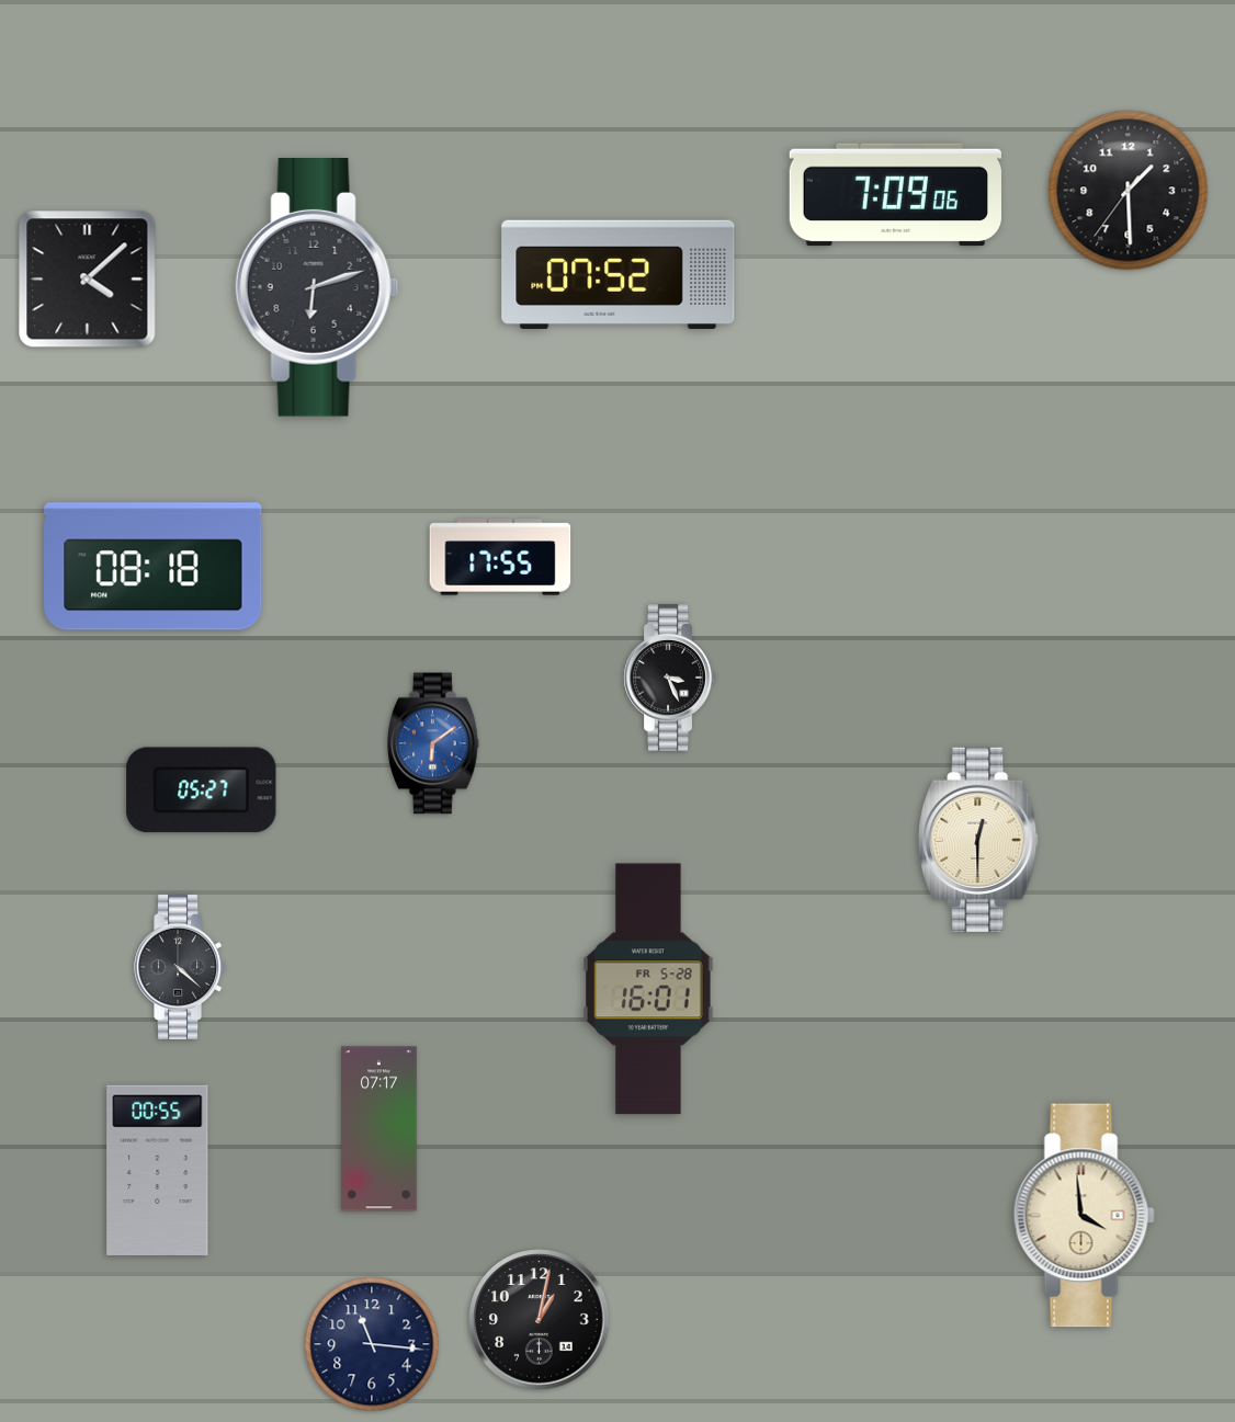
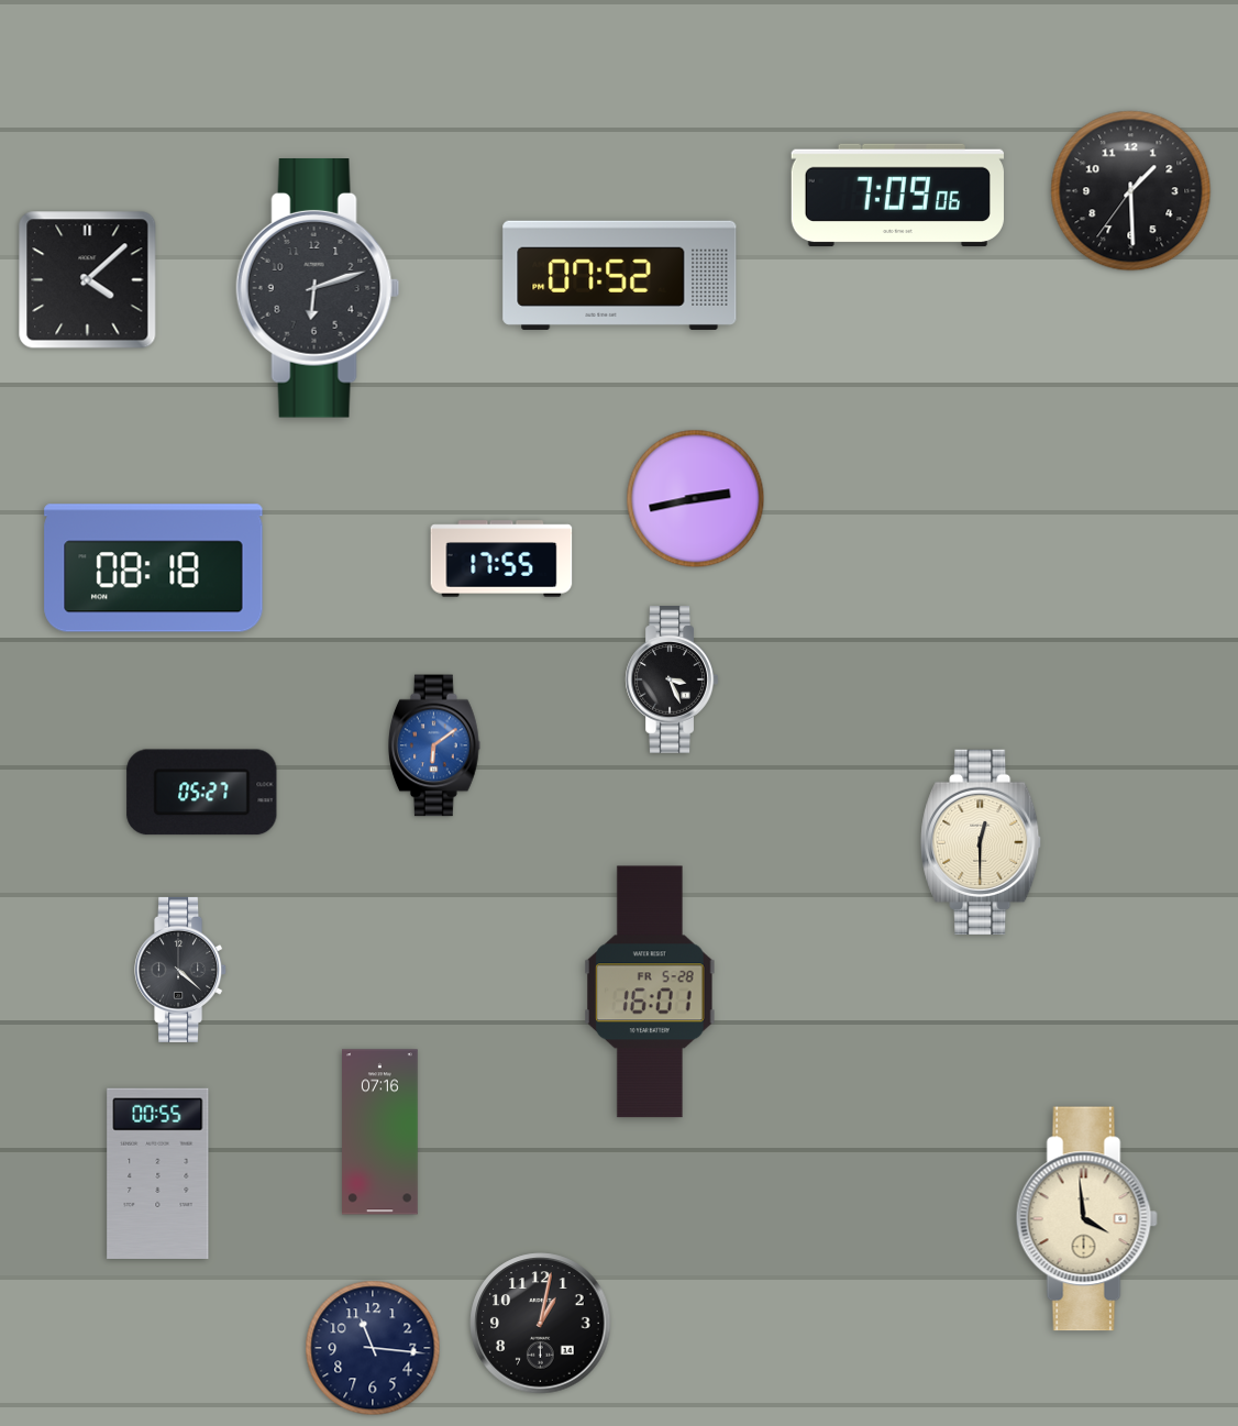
clock at (696, 499): none -> 2:43
clock at (379, 1129): 07:17 -> 07:16
